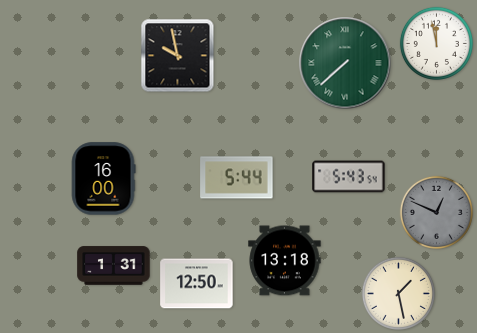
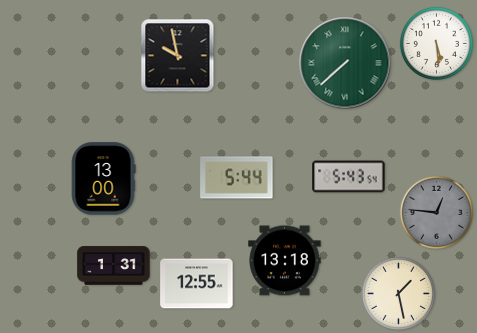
clock at (436, 43): 11:58 -> 5:29
clock at (103, 179): 16:00 -> 13:00
clock at (436, 212): 12:49 -> 12:46
clock at (197, 284): 12:50 -> 12:55
